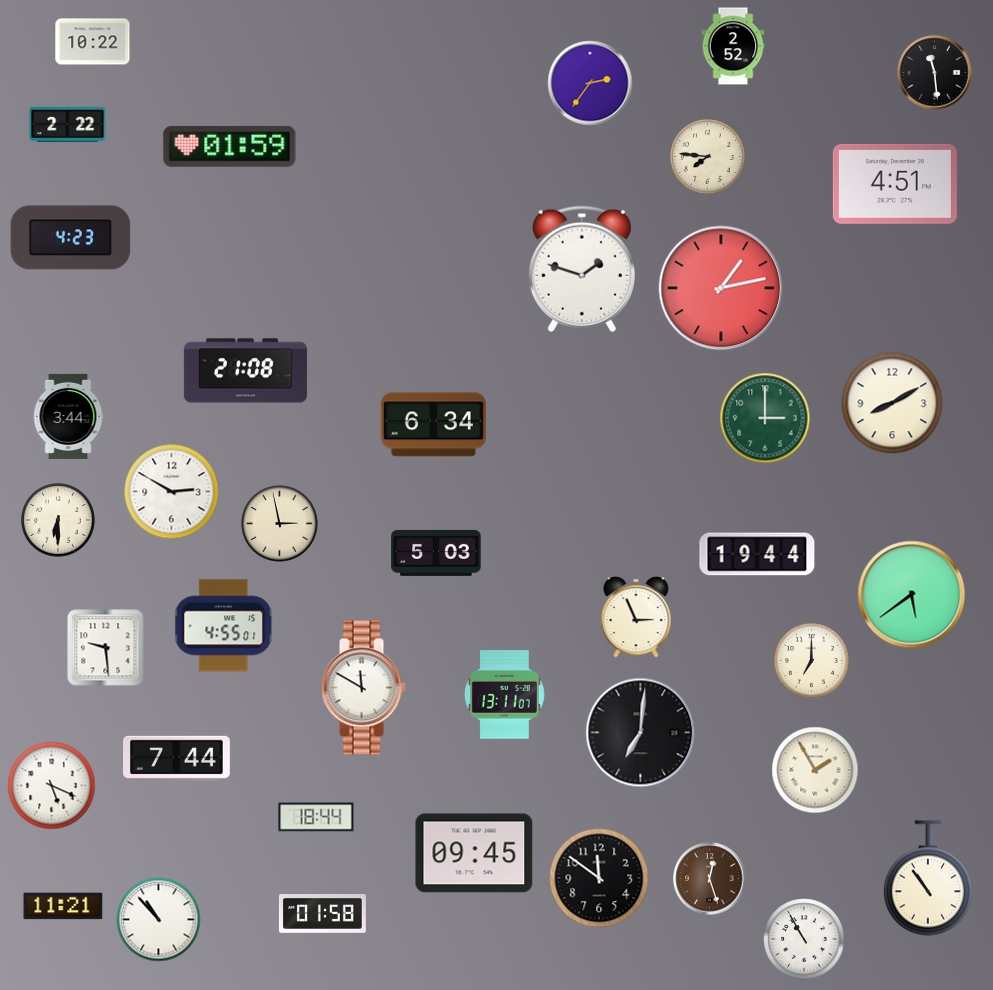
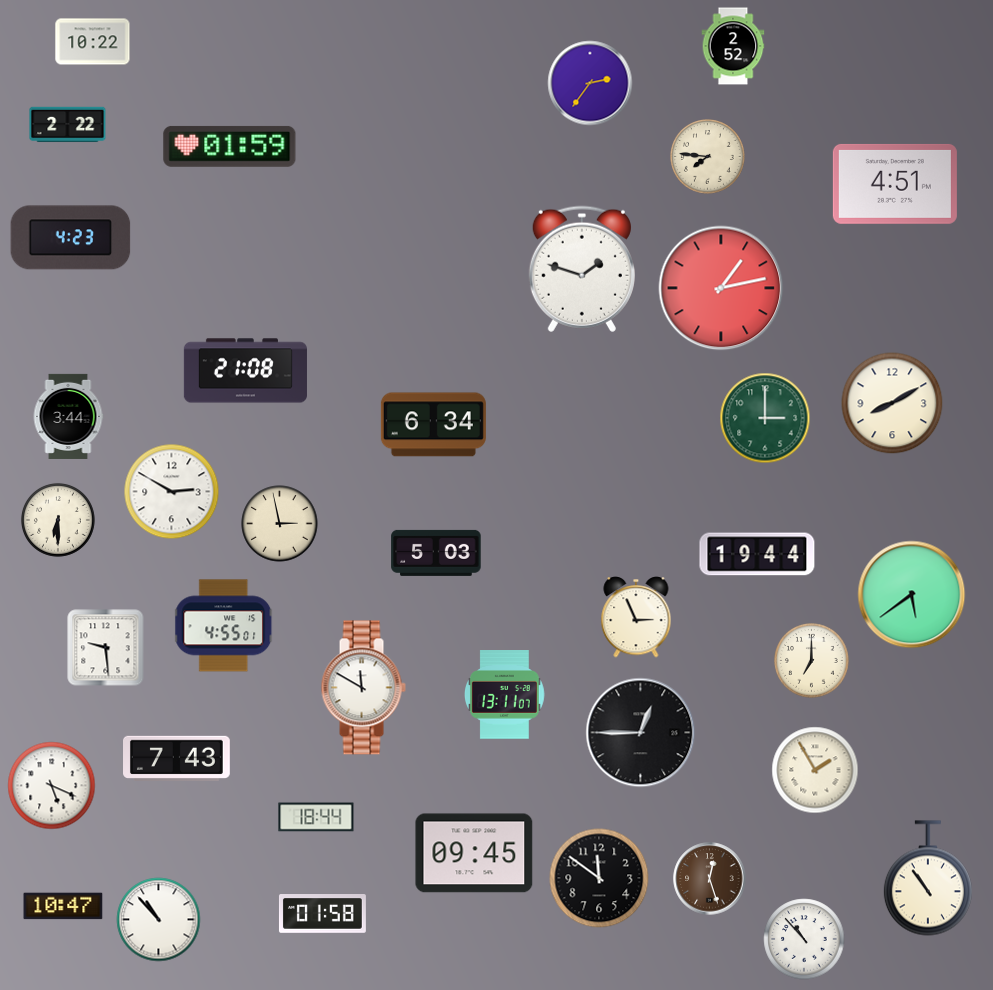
clock at (935, 73): 11:29 -> none
clock at (641, 733): 7:01 -> 12:45
clock at (177, 758): 7:44 -> 7:43
clock at (63, 906): 11:21 -> 10:47
clock at (804, 939): 10:55 -> 10:53
